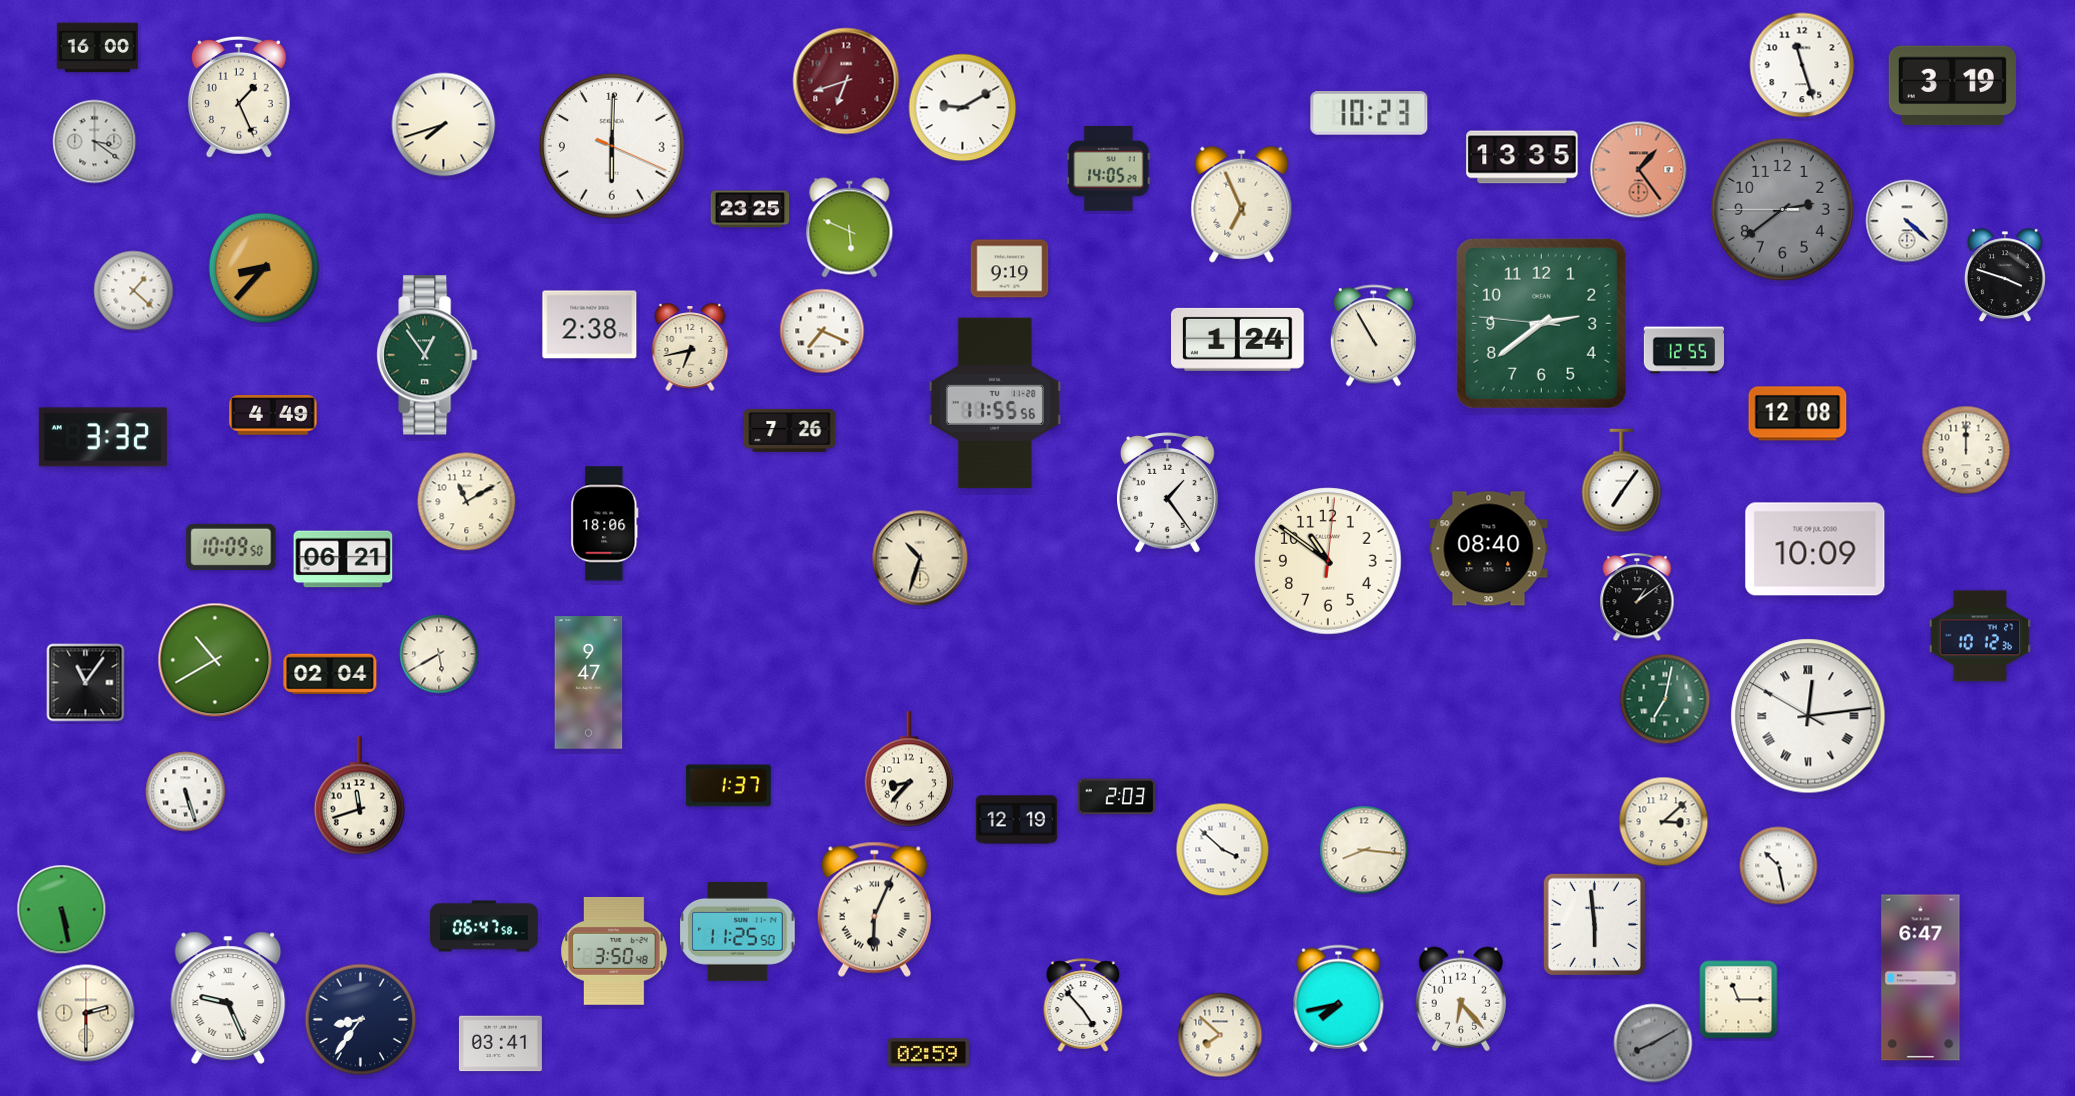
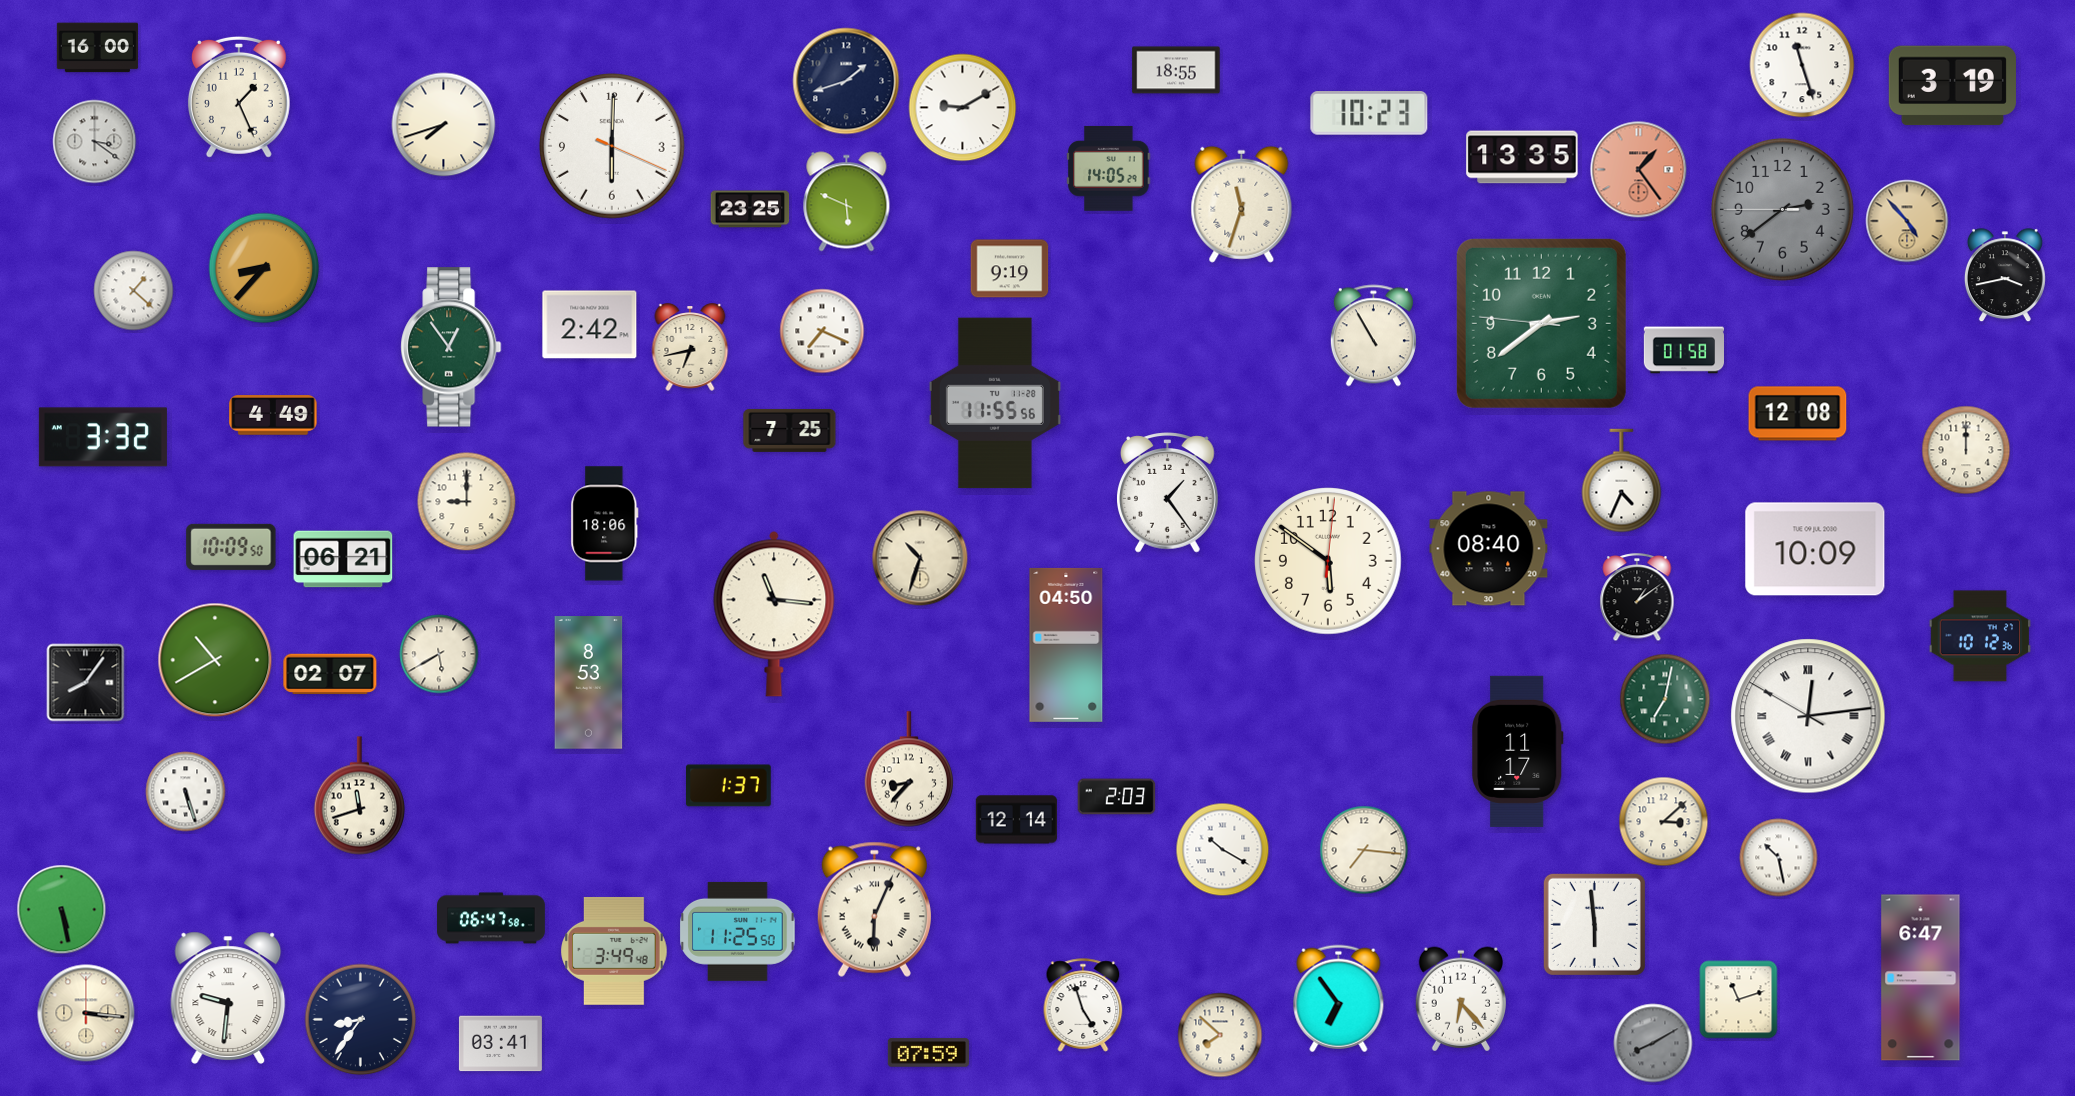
clock at (1176, 70): none -> 18:55
clock at (846, 81): 6:42 -> 1:42
clock at (846, 81) dial: burgundy -> navy
clock at (1242, 204): 6:56 -> 11:33
clock at (1907, 221): 4:22 -> 4:53
clock at (1907, 221) dial: white -> champagne
clock at (850, 228) position: (850, 228) -> (847, 202)
clock at (2005, 276): 3:48 -> 3:43
clock at (590, 325): 2:38 -> 2:42
clock at (1238, 339): 1:24 -> none
clock at (1683, 350): 12:55 -> 01:58
clock at (427, 355) position: (427, 355) -> (451, 347)
clock at (790, 430): 7:26 -> 7:25
clock at (1622, 481): 7:06 -> 4:34
clock at (467, 502): 11:10 -> 9:00
clock at (1328, 561): 10:51 -> 5:51
clock at (774, 614): none -> 11:16
clock at (1066, 645): none -> 04:50
clock at (330, 674): 02:04 -> 02:07
clock at (86, 683): 11:06 -> 8:06
clock at (589, 683): 9:47 -> 8:53
clock at (1518, 751): none -> 11:17
clock at (1016, 820): 12:19 -> 12:14
clock at (1223, 850): 3:52 -> 10:20
clock at (1364, 850): 8:16 -> 7:16
clock at (1779, 866) position: (1779, 866) -> (1779, 858)
clock at (484, 926) position: (484, 926) -> (491, 918)
clock at (614, 951): 3:50 -> 3:49
clock at (228, 998): 9:26 -> 9:31
clock at (1339, 999): 7:43 -> 6:54
clock at (1739, 1000): 11:15 -> 11:12
clock at (1083, 1005): 4:53 -> 4:57
clock at (86, 1013): 2:30 -> 3:16
clock at (928, 1053): 02:59 -> 07:59
